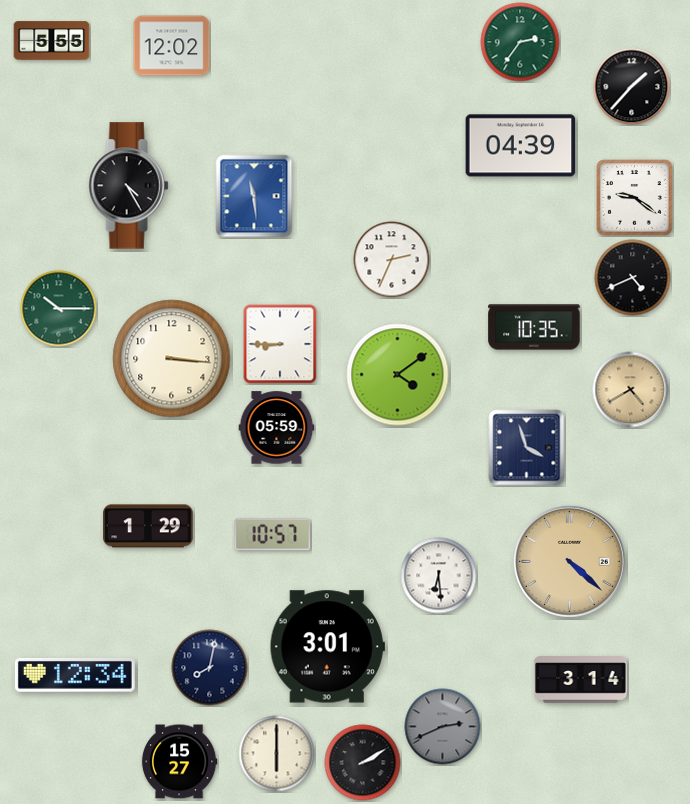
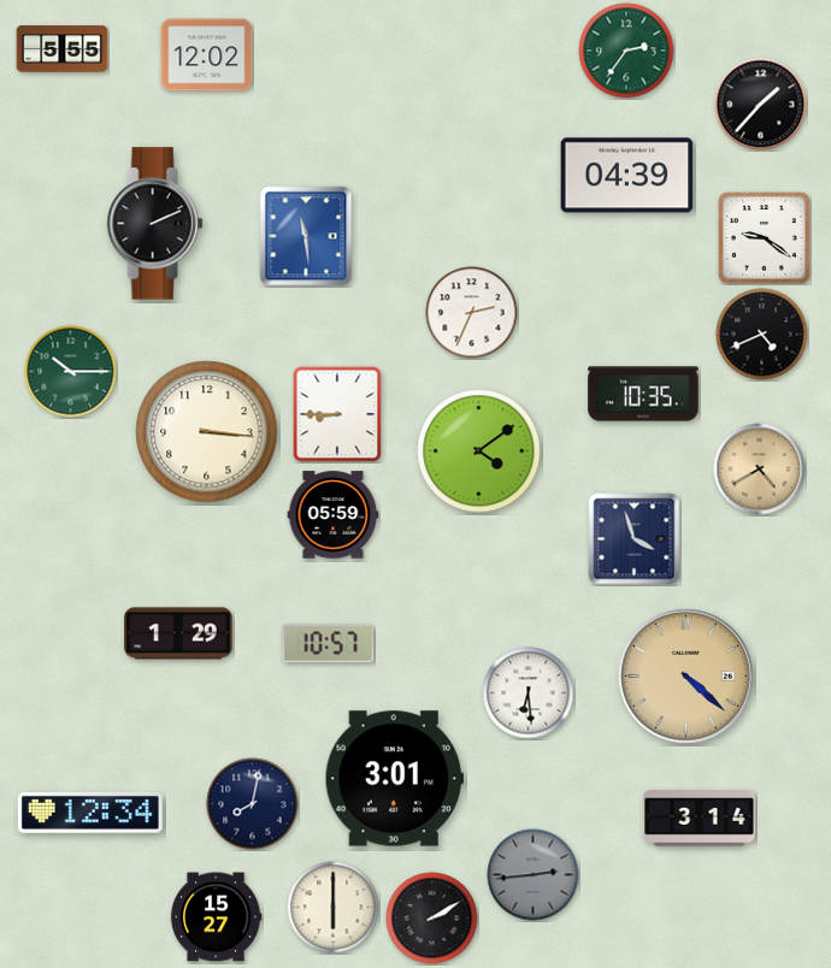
clock at (129, 186): 4:25 -> 2:11
clock at (443, 727): 2:41 -> 2:44
clock at (363, 763) position: (363, 763) -> (432, 919)
